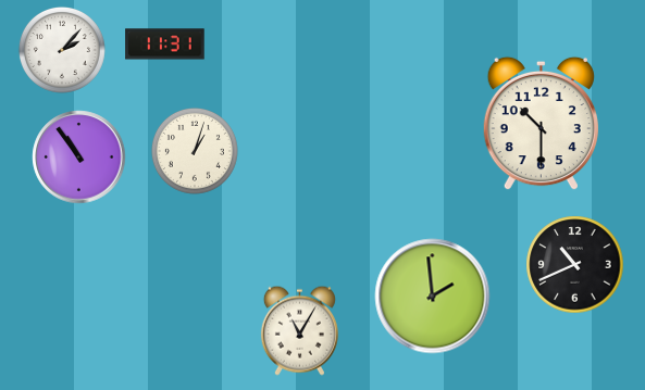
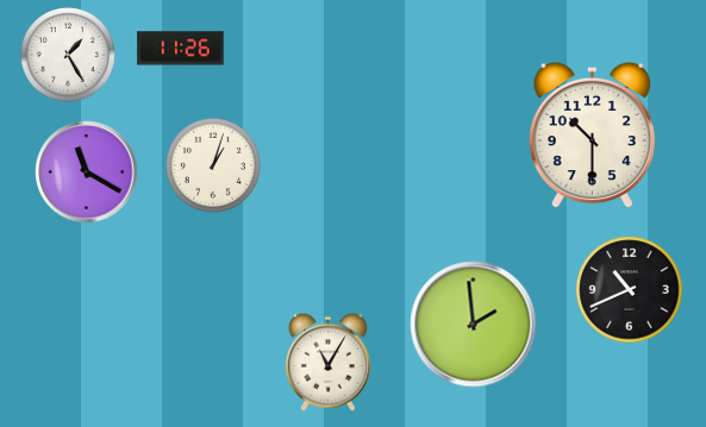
clock at (165, 45): 11:31 -> 11:26
clock at (62, 50): 2:07 -> 1:25
clock at (79, 158): 10:54 -> 11:20
